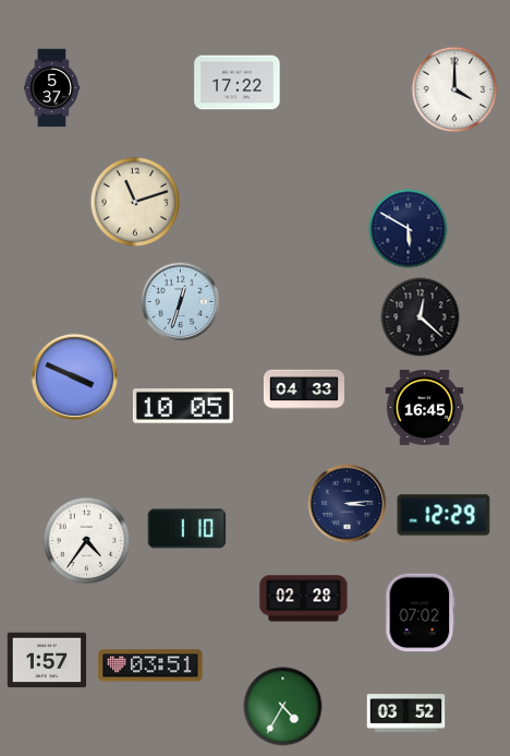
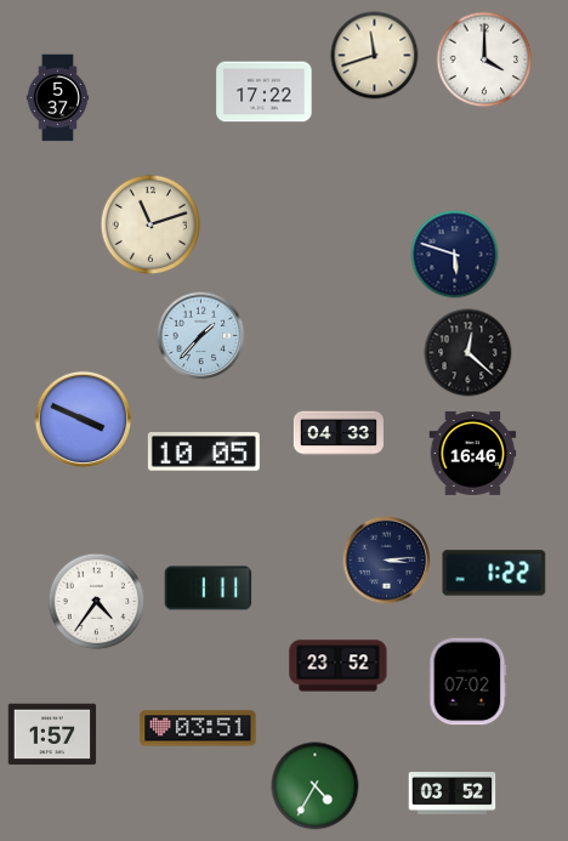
clock at (375, 56): none -> 11:42
clock at (454, 89) position: (454, 89) -> (484, 59)
clock at (409, 229): 5:50 -> 5:48
clock at (181, 302): 12:33 -> 1:37
clock at (425, 407): 16:45 -> 16:46
clock at (444, 515): 12:29 -> 1:22
clock at (187, 529): 1:10 -> 1:11
clock at (304, 599): 02:28 -> 23:52
clock at (150, 665) position: (150, 665) -> (198, 728)
